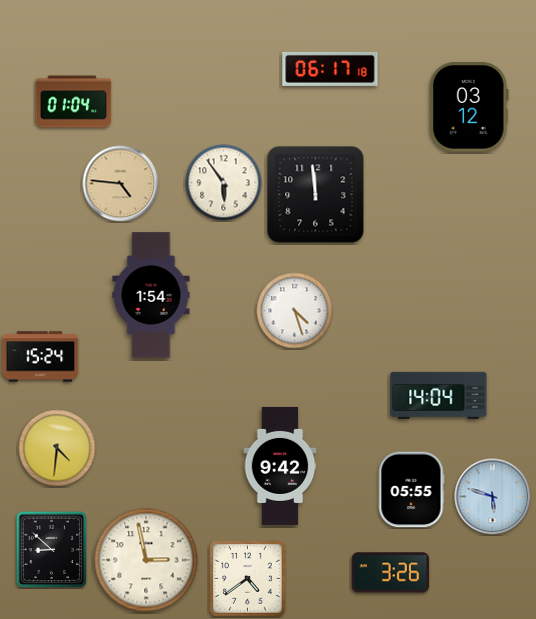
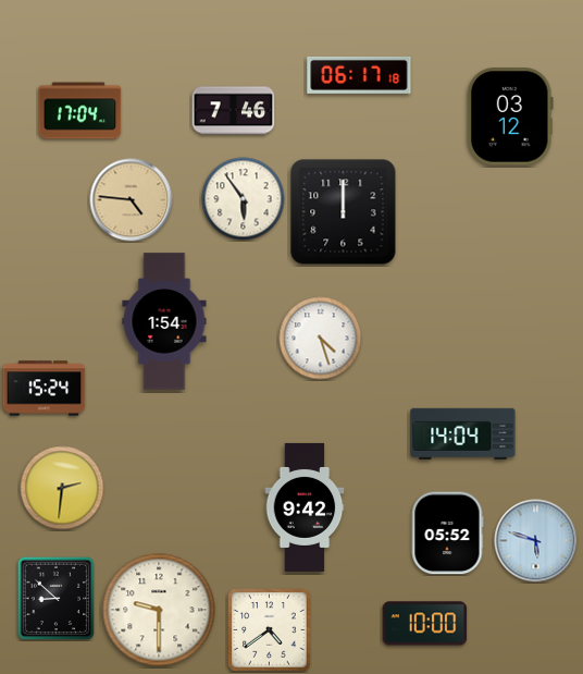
clock at (74, 102): 01:04 -> 17:04
clock at (234, 111): none -> 7:46
clock at (316, 195): 11:59 -> 12:00
clock at (439, 395) position: (439, 395) -> (463, 433)
clock at (57, 448): 4:31 -> 2:31
clock at (411, 490): 05:55 -> 05:52
clock at (146, 560): 2:58 -> 9:30
clock at (391, 573): 3:26 -> 10:00
